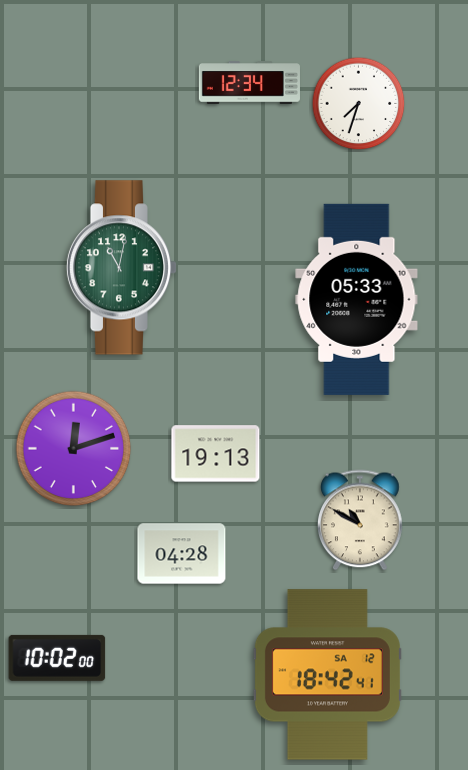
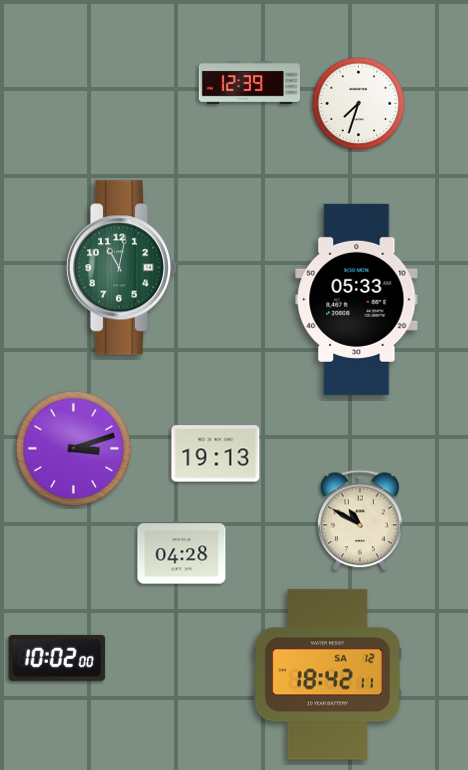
clock at (249, 83): 12:34 -> 12:39
clock at (74, 449): 12:12 -> 3:12
clock at (327, 675): 18:42:41 -> 18:42:11
